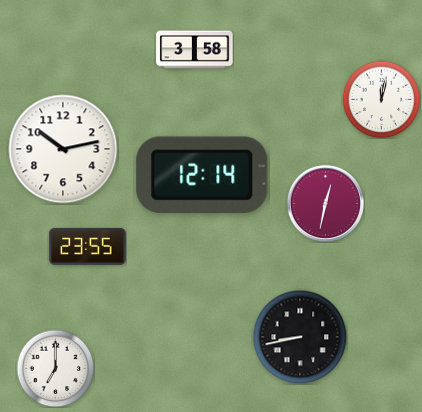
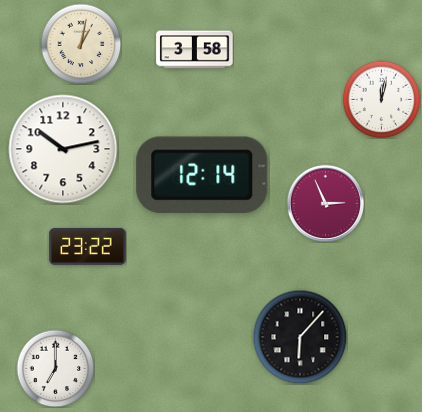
clock at (81, 44): none -> 1:02
clock at (325, 203): 12:32 -> 2:56
clock at (88, 246): 23:55 -> 23:22
clock at (300, 337): 8:43 -> 6:07
